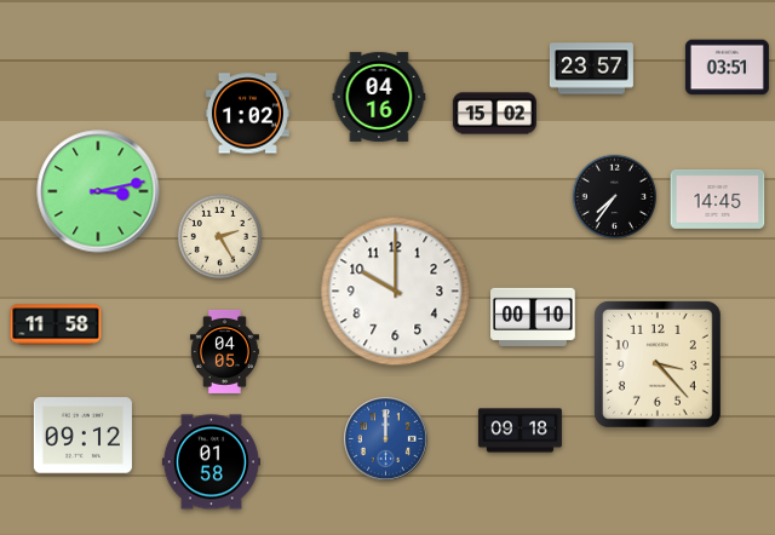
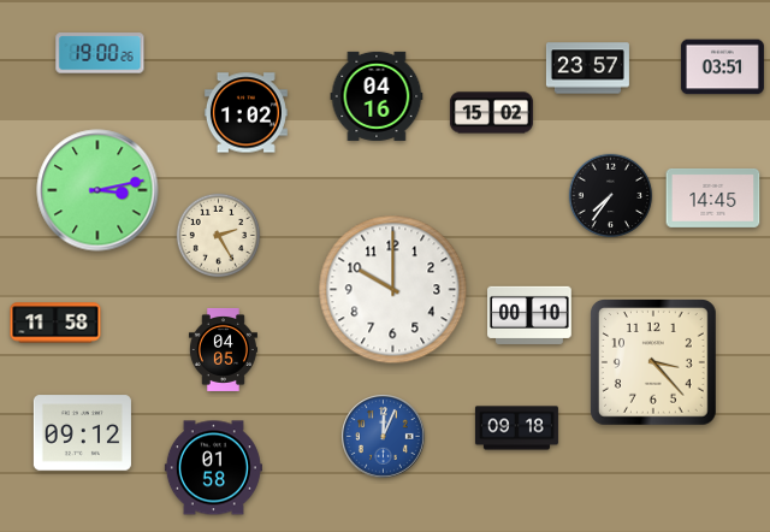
clock at (100, 53): none -> 19:00
clock at (386, 439): 12:00 -> 12:04
clock at (211, 462) position: (211, 462) -> (213, 468)
